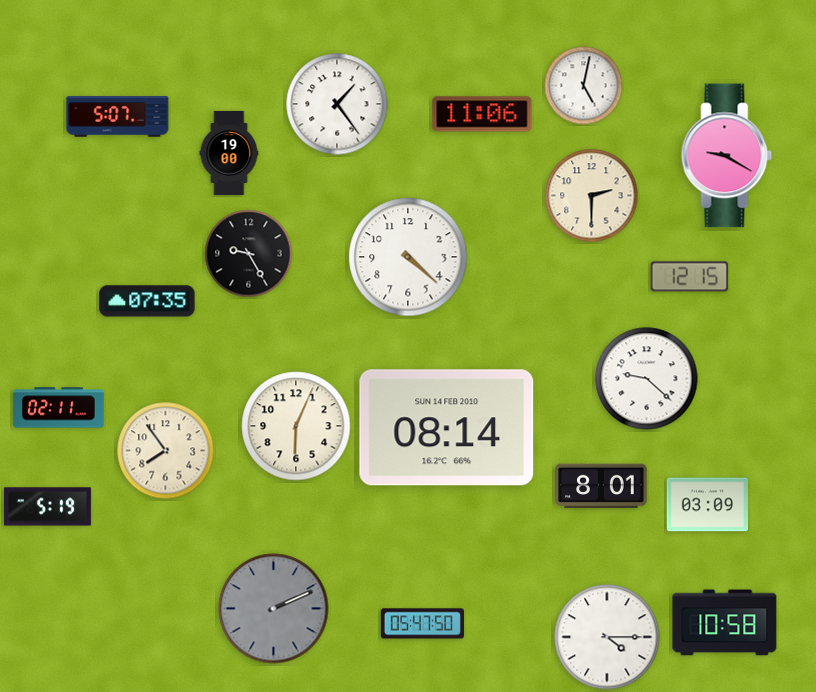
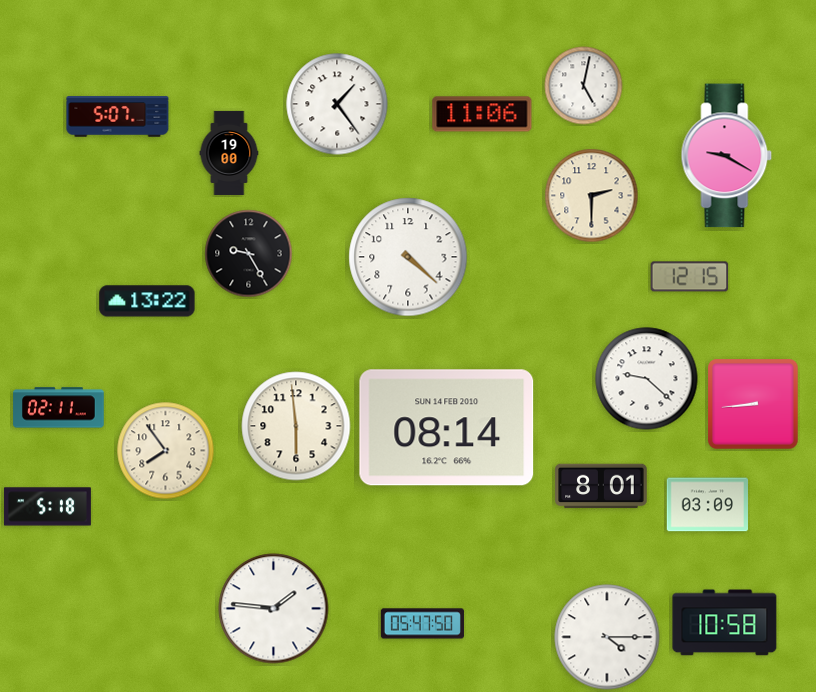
clock at (147, 301): 07:35 -> 13:22
clock at (753, 404): none -> 8:44
clock at (296, 426): 6:04 -> 5:59
clock at (47, 507): 5:19 -> 5:18
clock at (274, 609): 2:11 -> 1:46
clock at (274, 609) dial: grey -> white
